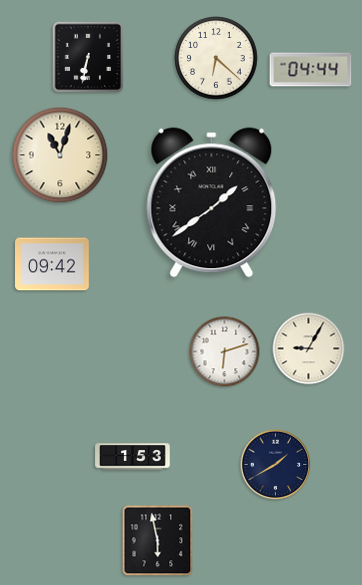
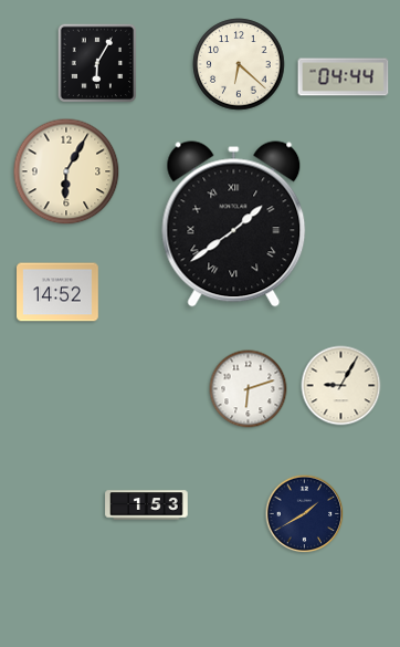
clock at (88, 57): 6:32 -> 6:05
clock at (60, 155): 11:03 -> 6:05
clock at (53, 264): 09:42 -> 14:52
clock at (158, 541): 5:58 -> none
